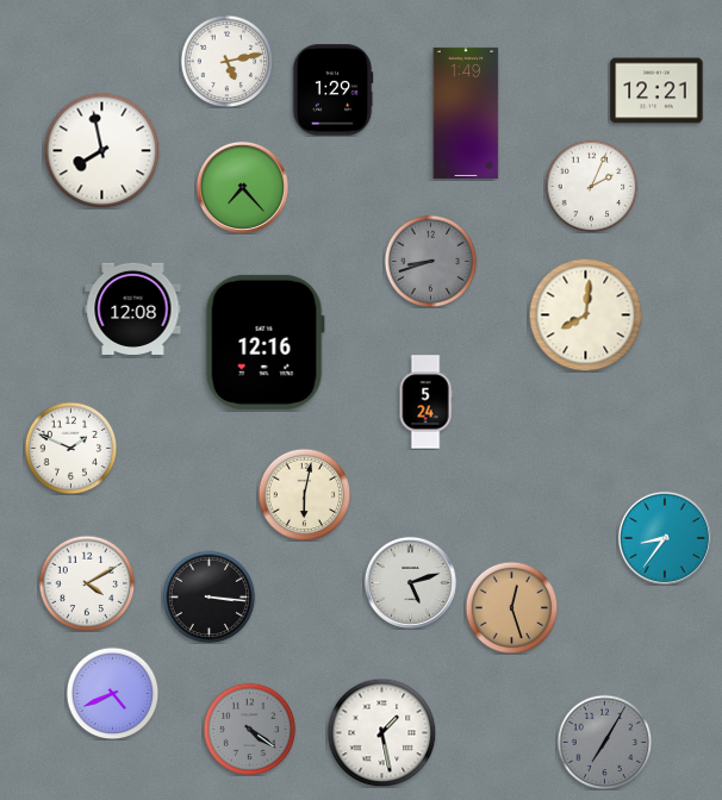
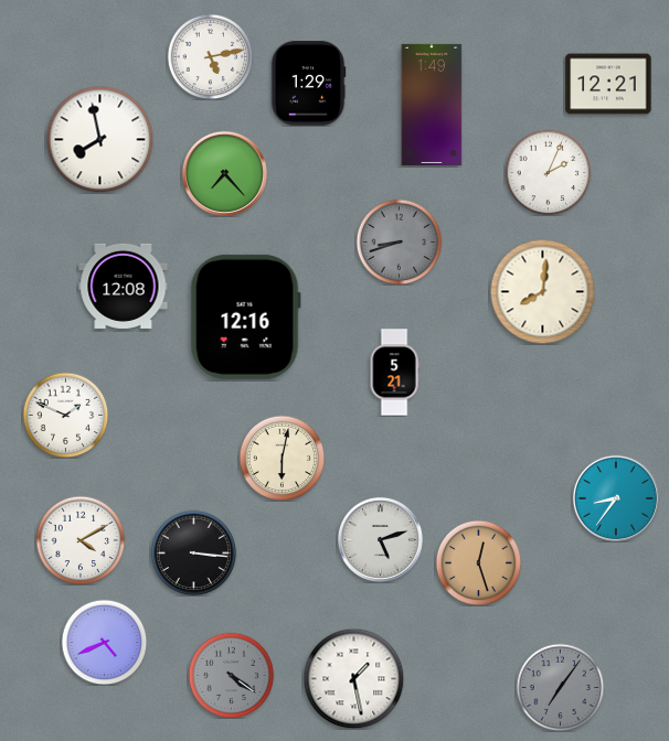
clock at (101, 150) position: (101, 150) -> (99, 139)
clock at (425, 402): 5:24 -> 5:21
clock at (511, 607) position: (511, 607) -> (478, 562)
clock at (604, 742): 7:05 -> 7:06
